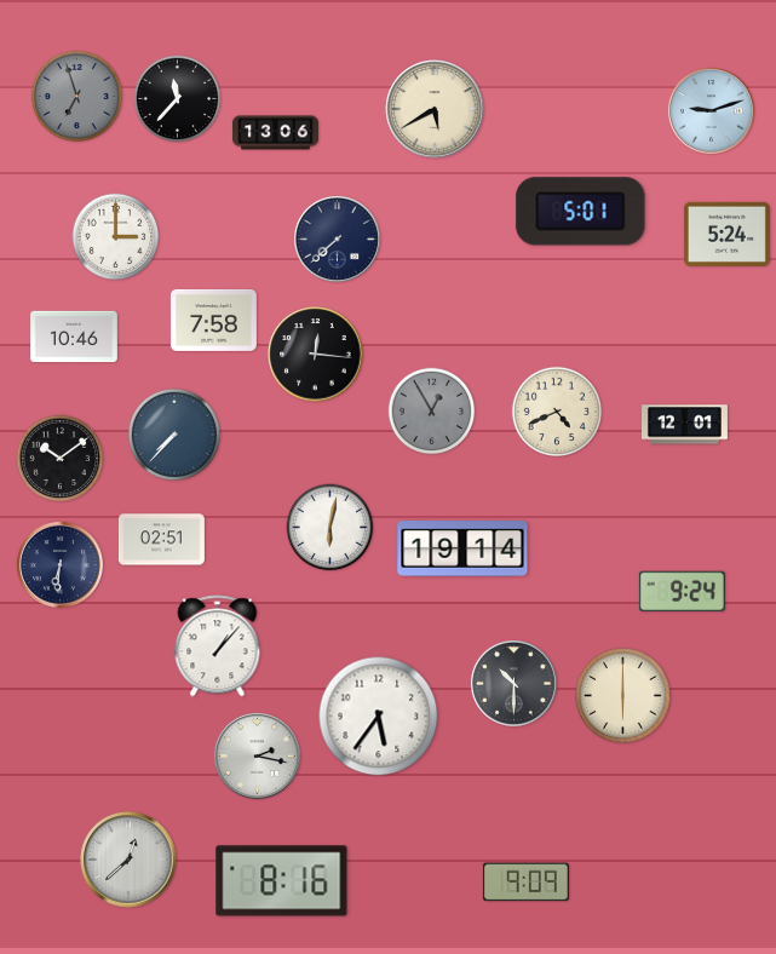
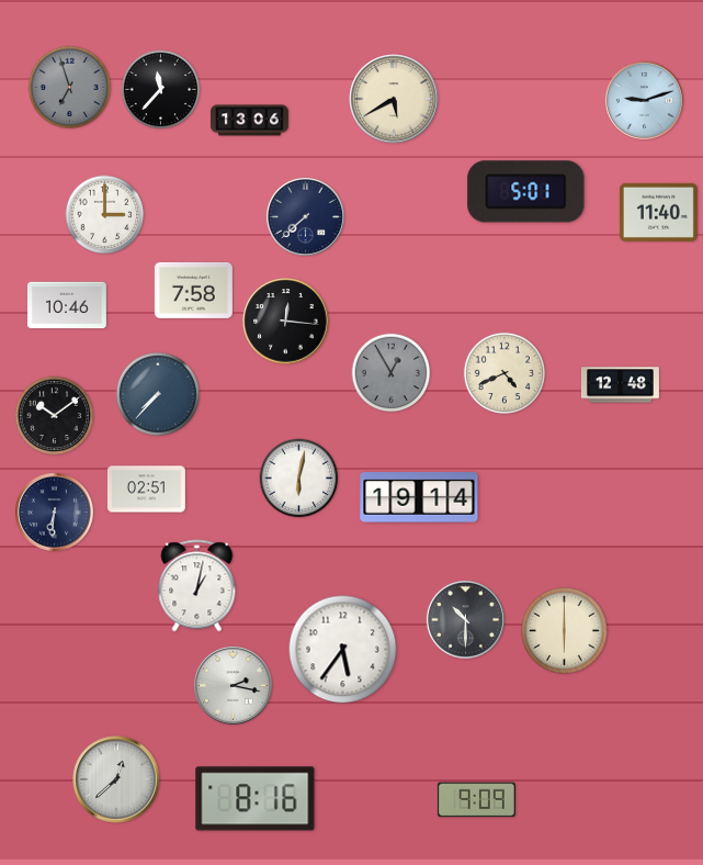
clock at (726, 234): 5:24 -> 11:40
clock at (684, 425): 12:01 -> 12:48
clock at (682, 591): 9:24 -> none
clock at (218, 646): 1:07 -> 1:02
